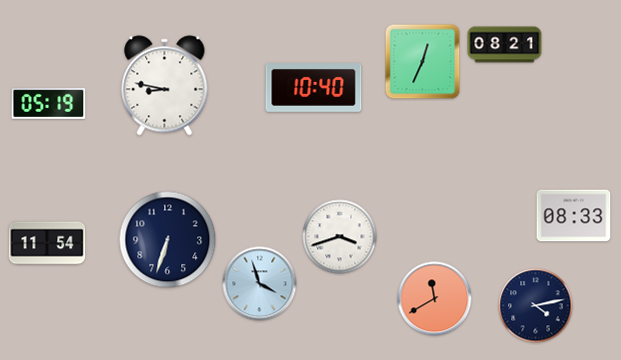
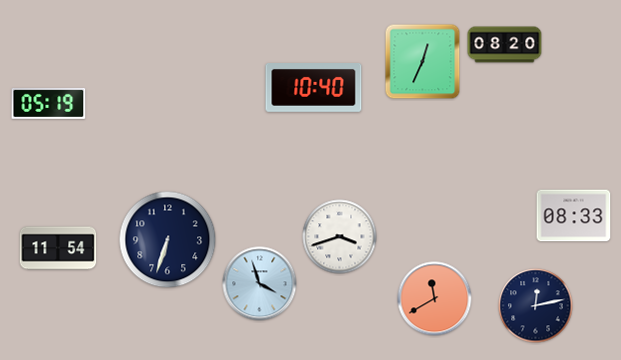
clock at (505, 45): 08:21 -> 08:20
clock at (165, 86): 8:47 -> none
clock at (47, 243) position: (47, 243) -> (58, 248)
clock at (536, 306): 4:13 -> 12:13
